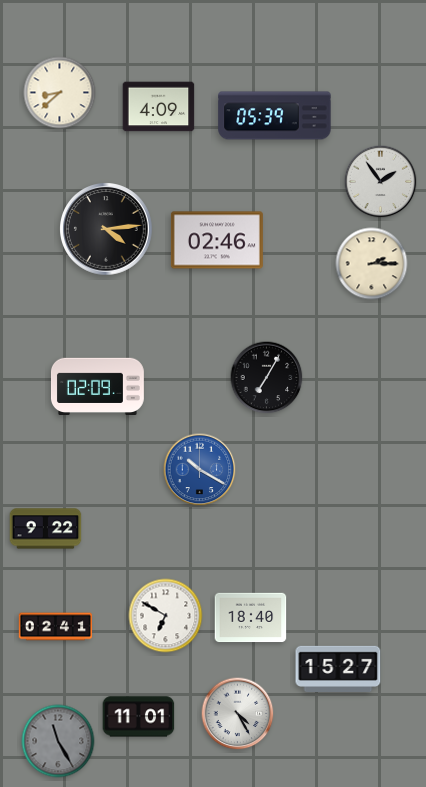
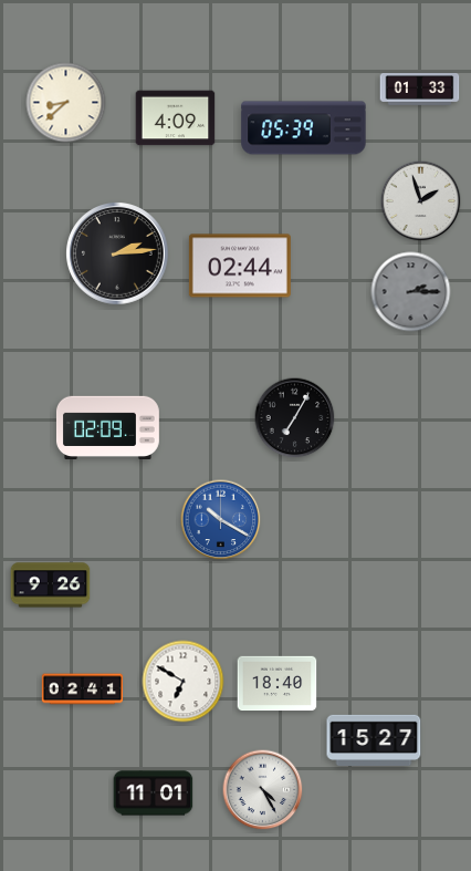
clock at (420, 90): none -> 01:33
clock at (381, 182): 1:54 -> 1:57
clock at (107, 230): 4:14 -> 2:14
clock at (217, 240): 02:46 -> 02:44
clock at (372, 264) dial: cream -> grey
clock at (46, 529): 9:22 -> 9:26
clock at (56, 627) position: (56, 627) -> (83, 689)
clock at (58, 741): 11:25 -> none
